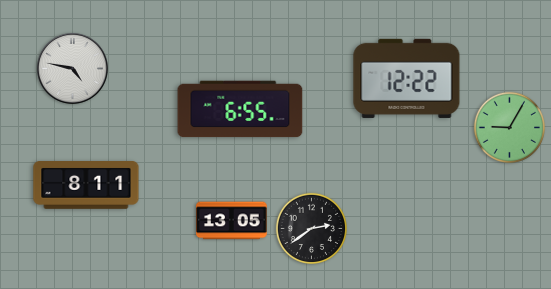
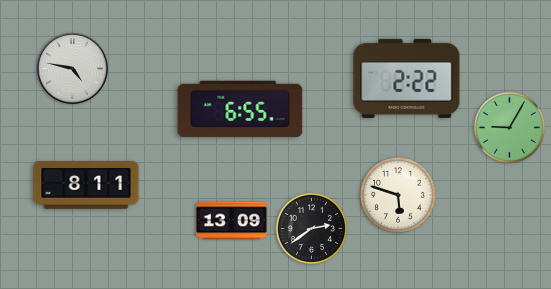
clock at (407, 78): 12:22 -> 2:22
clock at (399, 196): none -> 5:48
clock at (232, 221): 13:05 -> 13:09
